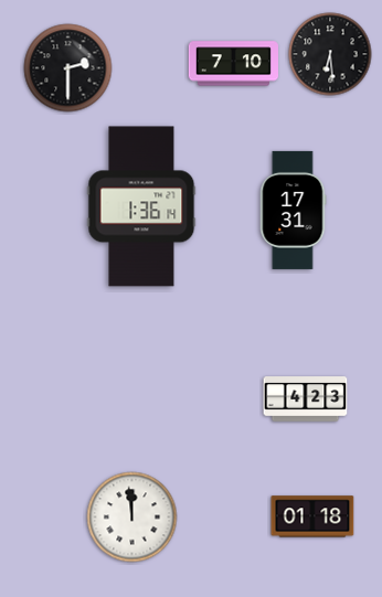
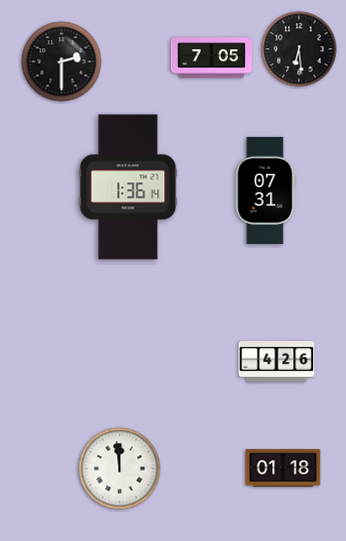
clock at (233, 64): 7:10 -> 7:05
clock at (294, 210): 17:31 -> 07:31
clock at (306, 399): 4:23 -> 4:26
